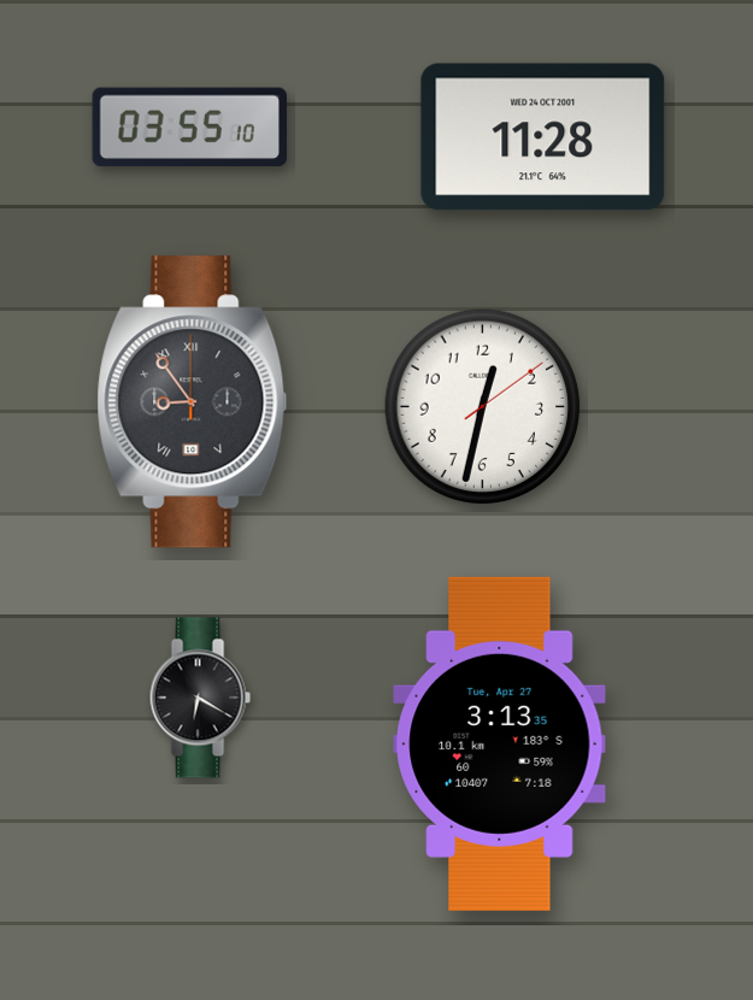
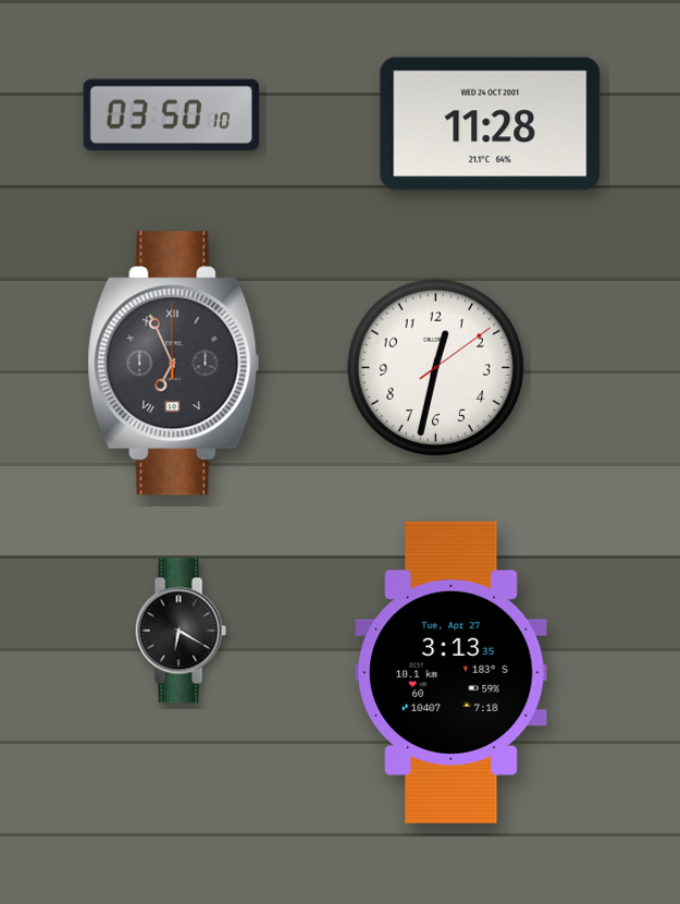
clock at (190, 128): 03:55 -> 03:50
clock at (193, 402): 8:54 -> 6:56
